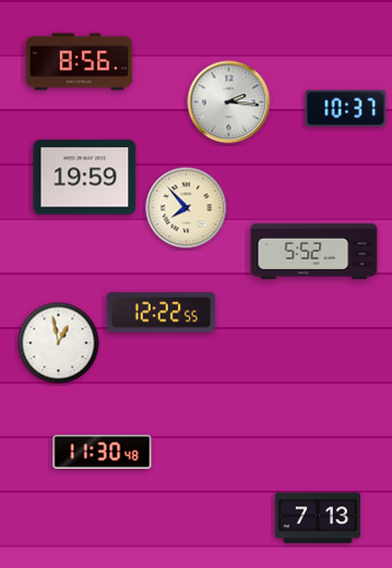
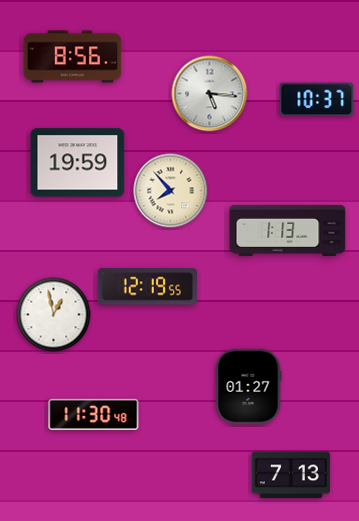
clock at (229, 102): 2:16 -> 5:16
clock at (314, 251): 5:52 -> 1:13
clock at (162, 313): 12:22 -> 12:19
clock at (248, 387): none -> 01:27
